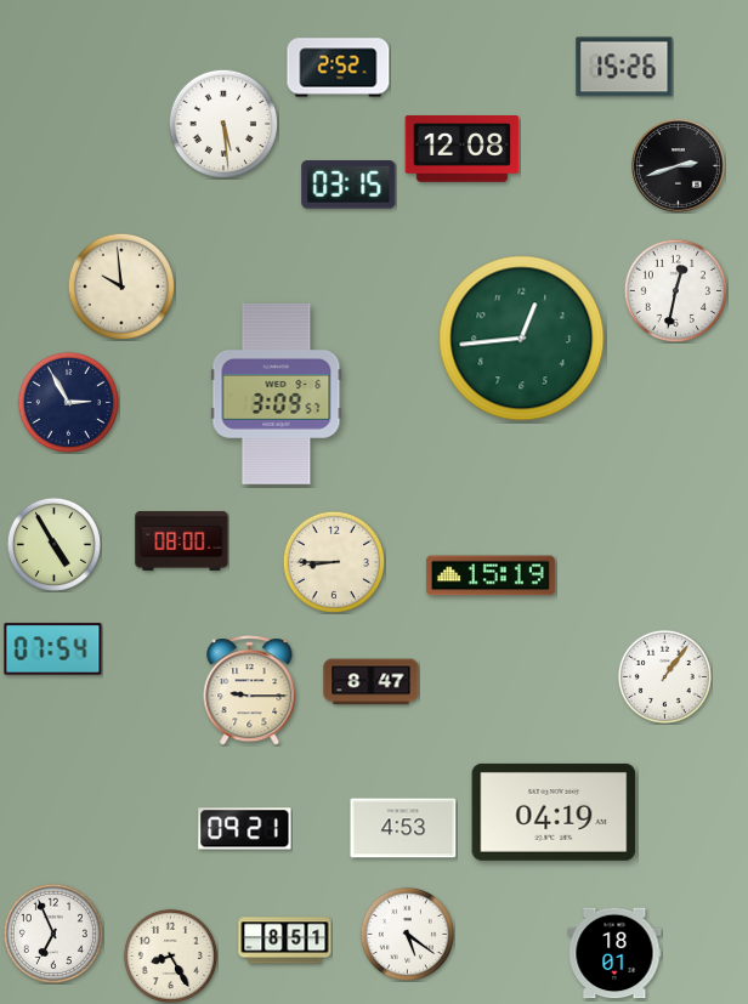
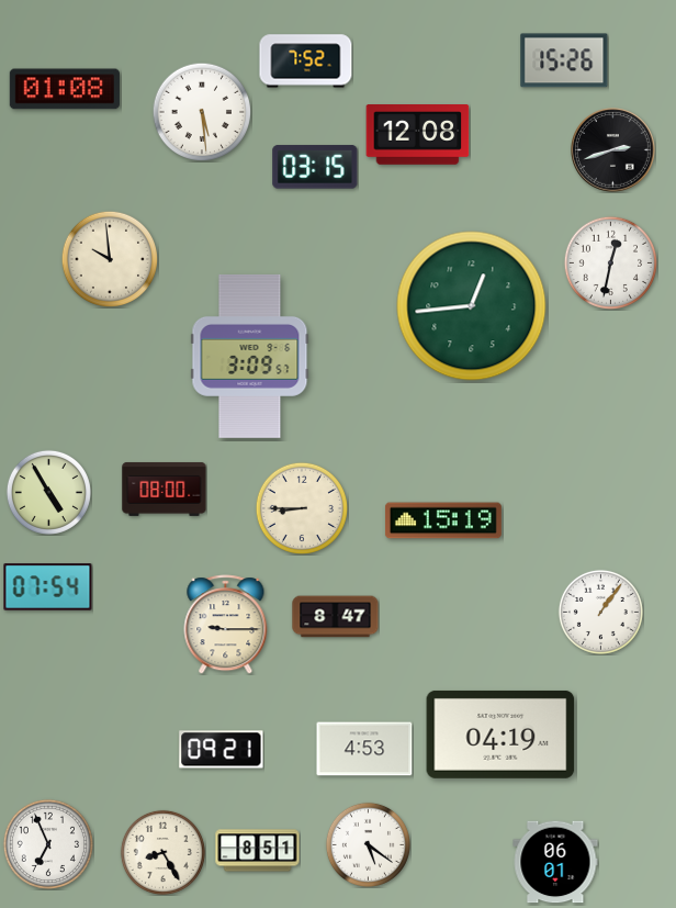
clock at (339, 68): 2:52 -> 7:52
clock at (65, 89): none -> 01:08
clock at (68, 402): 2:55 -> none
clock at (614, 953): 18:01 -> 06:01
clock at (170, 955) position: (170, 955) -> (162, 852)
